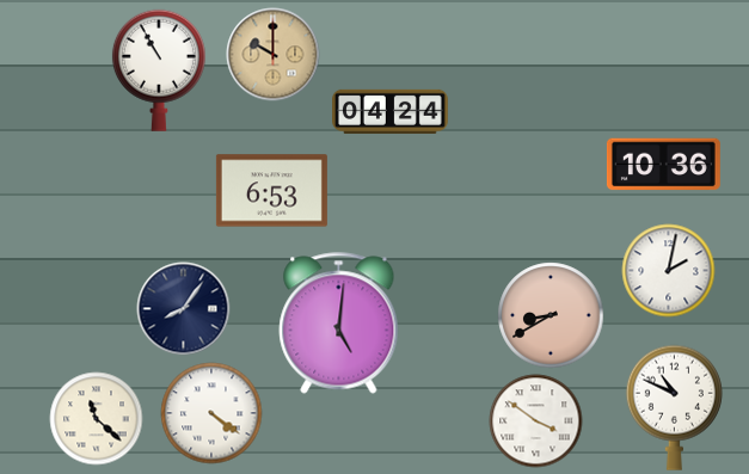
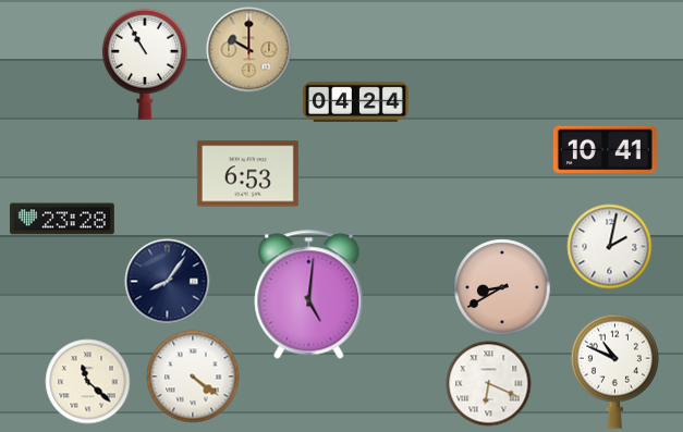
clock at (663, 165): 10:36 -> 10:41
clock at (62, 219): none -> 23:28
clock at (535, 420): 3:51 -> 6:19
